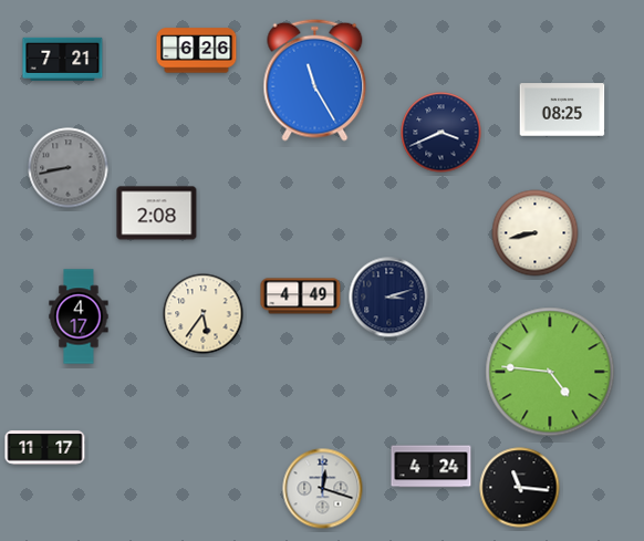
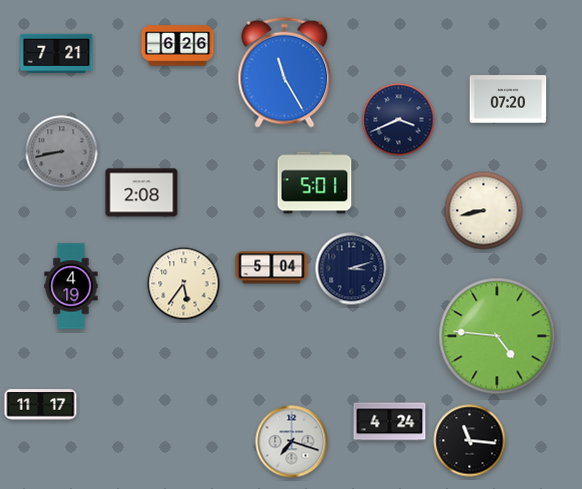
clock at (562, 110): 08:25 -> 07:20
clock at (315, 183): none -> 5:01
clock at (301, 296): 4:49 -> 5:04
clock at (79, 316): 4:17 -> 4:19
clock at (323, 489): 12:18 -> 7:18
